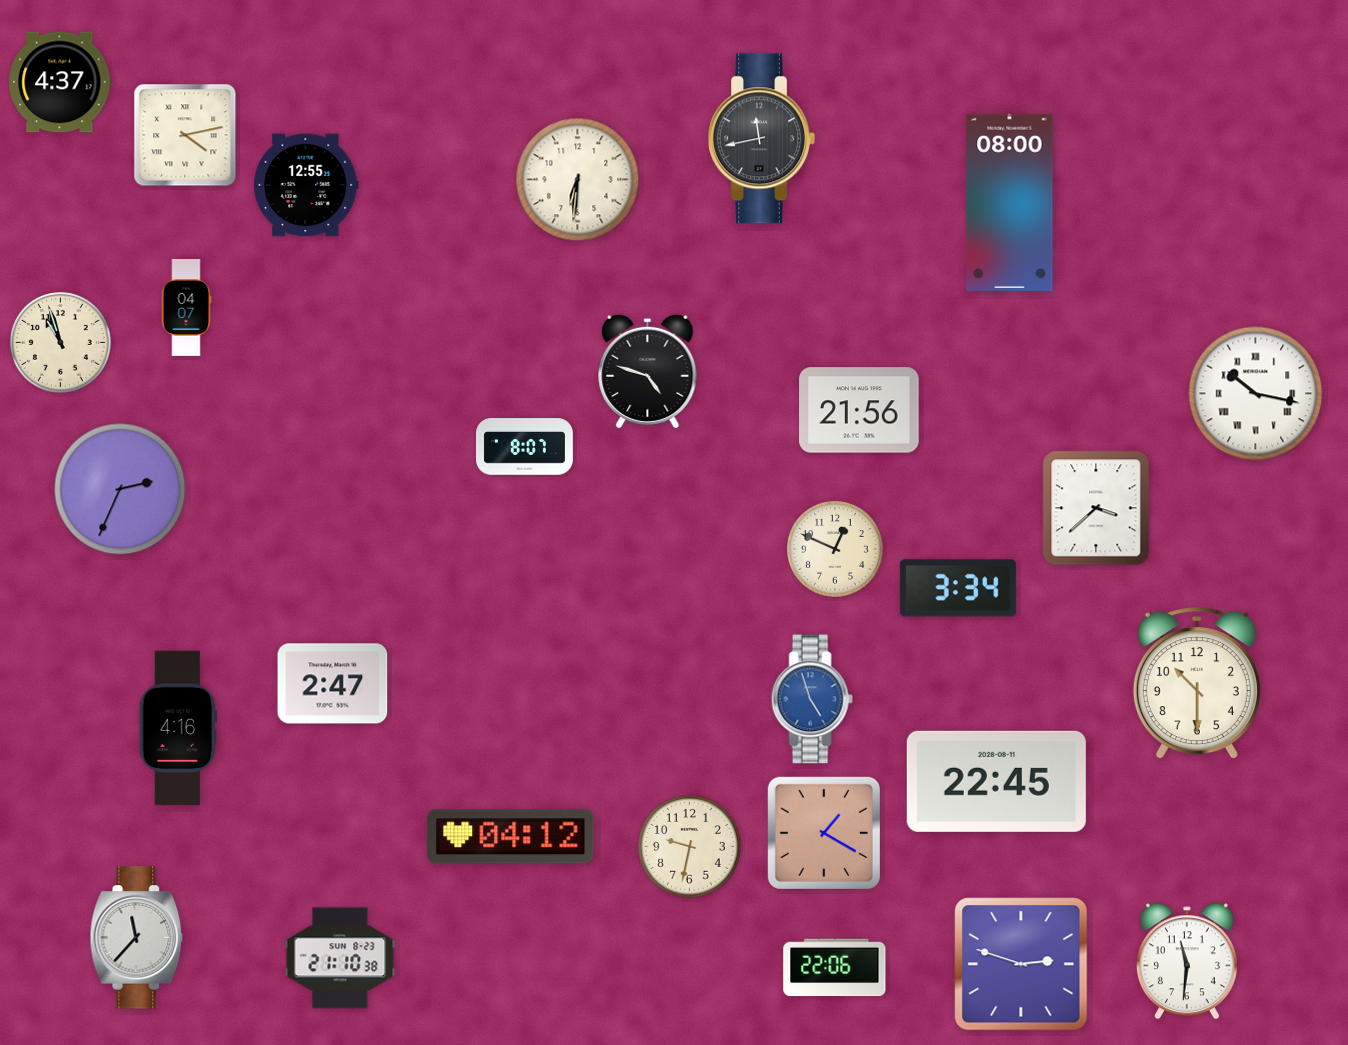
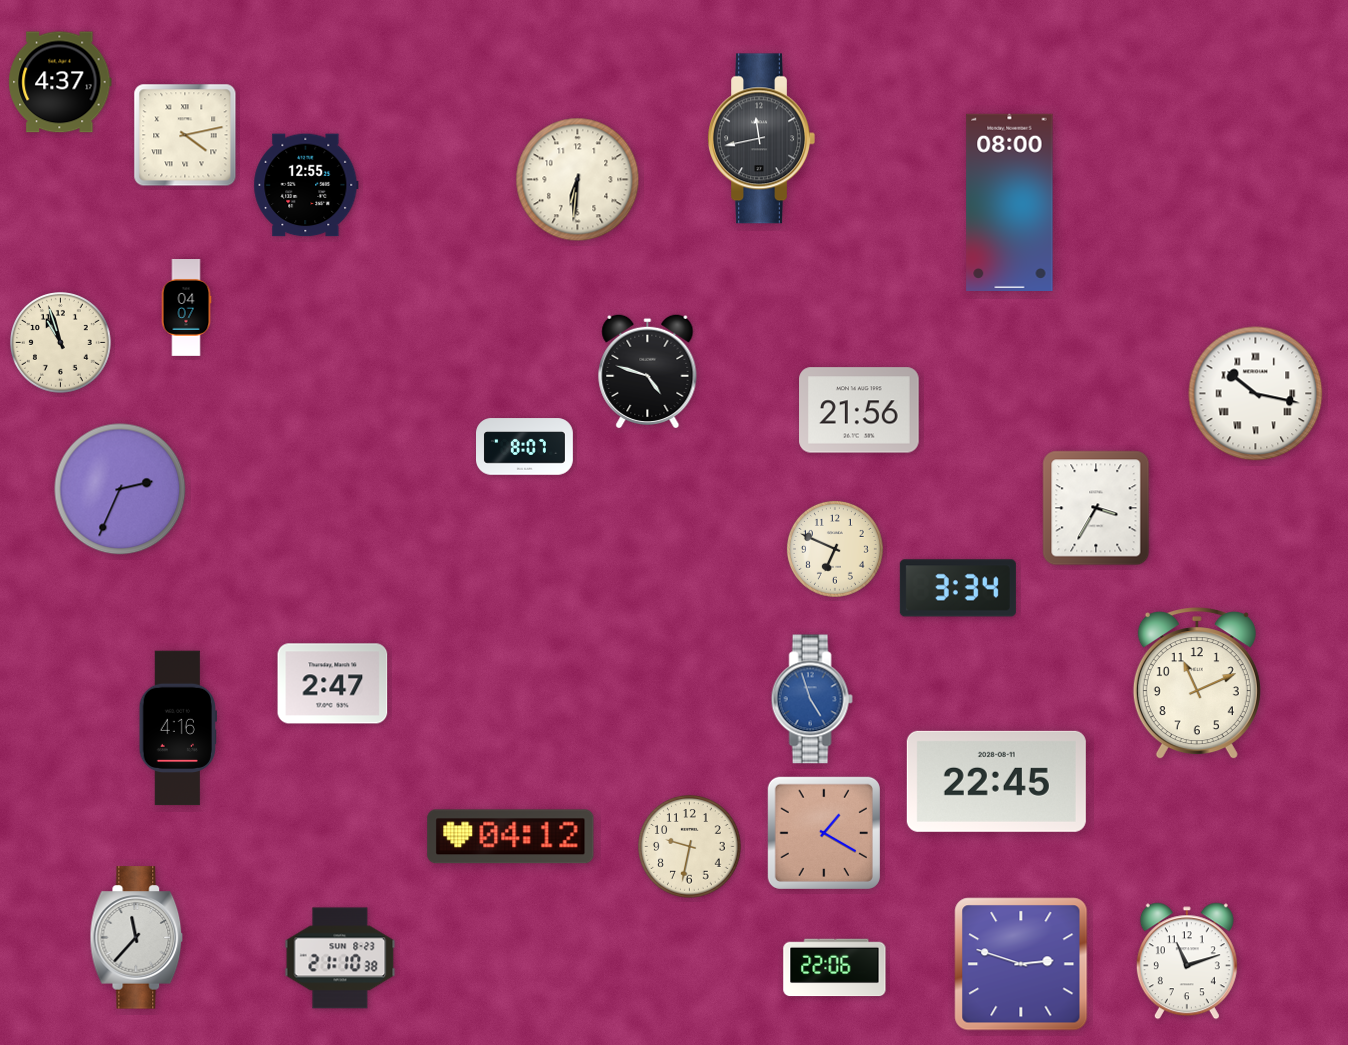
clock at (1096, 508): 3:38 -> 3:35
clock at (835, 549): 12:49 -> 6:49
clock at (1197, 684): 10:30 -> 11:11
clock at (1187, 961): 11:31 -> 11:12
